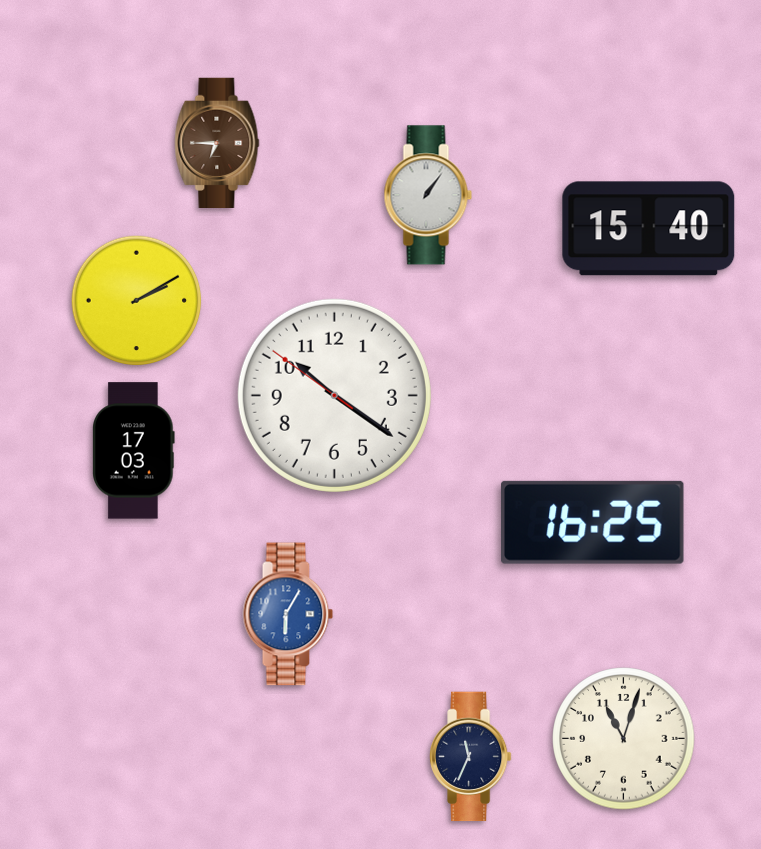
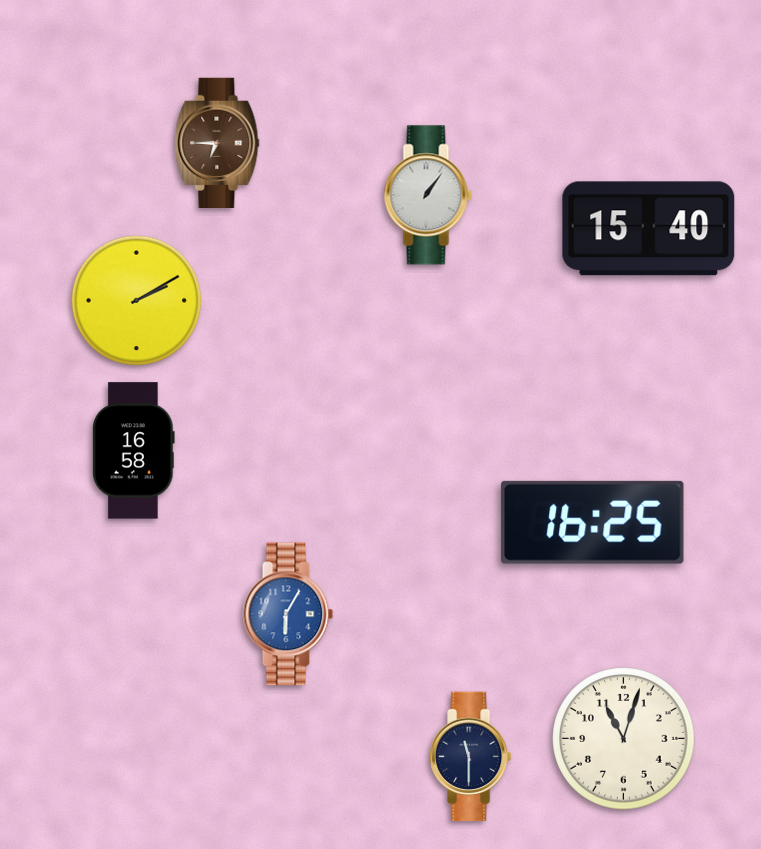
clock at (334, 395): 10:20 -> none
clock at (134, 451): 17:03 -> 16:58
clock at (471, 757): 11:34 -> 11:30
